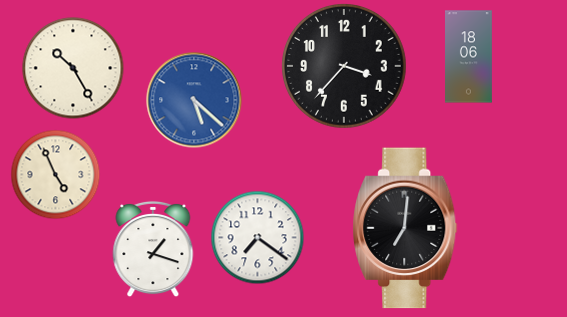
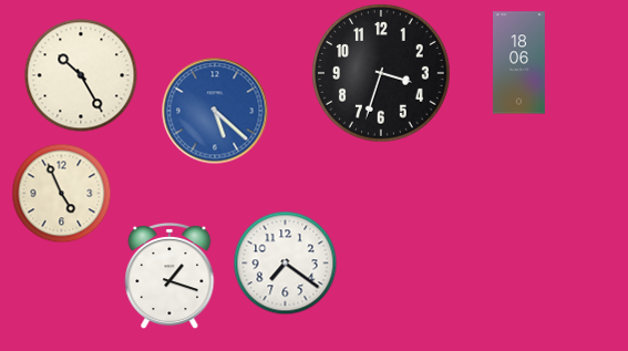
clock at (344, 66): 3:37 -> 3:33
clock at (405, 228): 7:01 -> none
